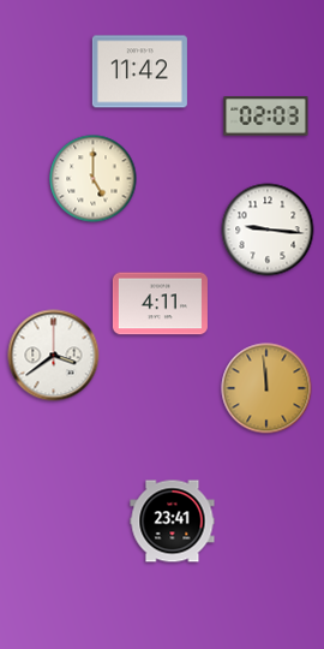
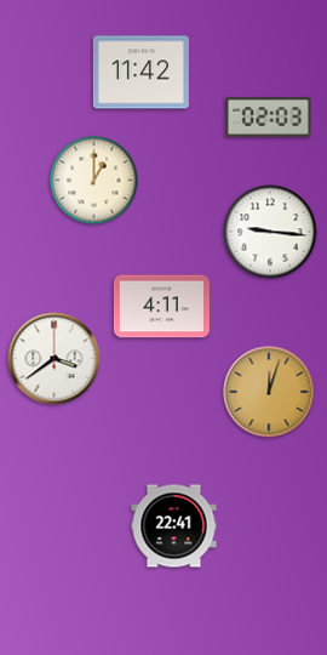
clock at (94, 179): 5:00 -> 1:00
clock at (266, 388): 11:59 -> 12:03
clock at (173, 522): 23:41 -> 22:41
